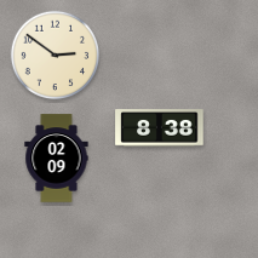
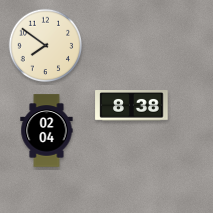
clock at (56, 56): 2:51 -> 7:51
clock at (57, 159): 02:09 -> 02:04
